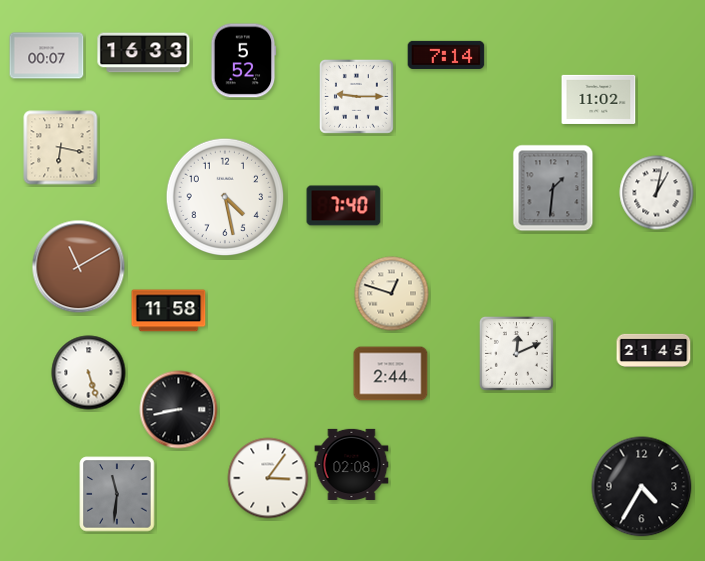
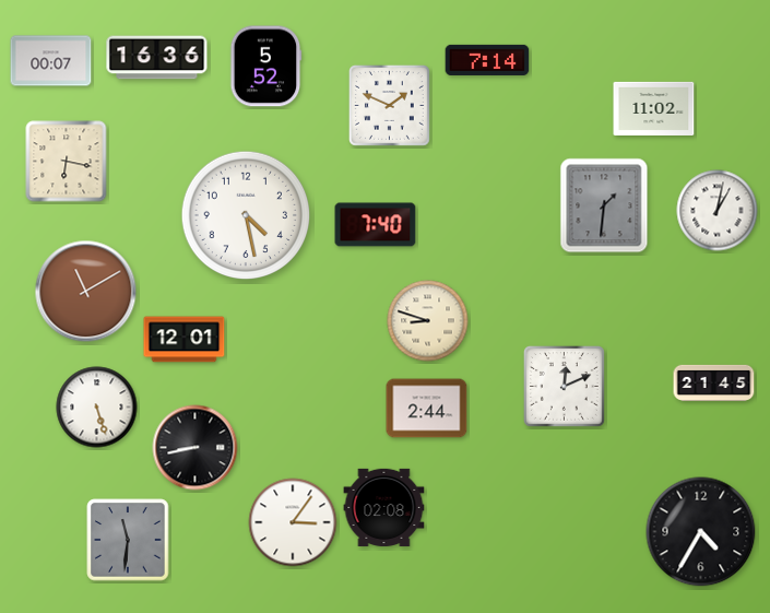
clock at (144, 53): 16:33 -> 16:36
clock at (356, 96): 9:15 -> 1:49
clock at (392, 294): 12:48 -> 8:48
clock at (169, 311): 11:58 -> 12:01
